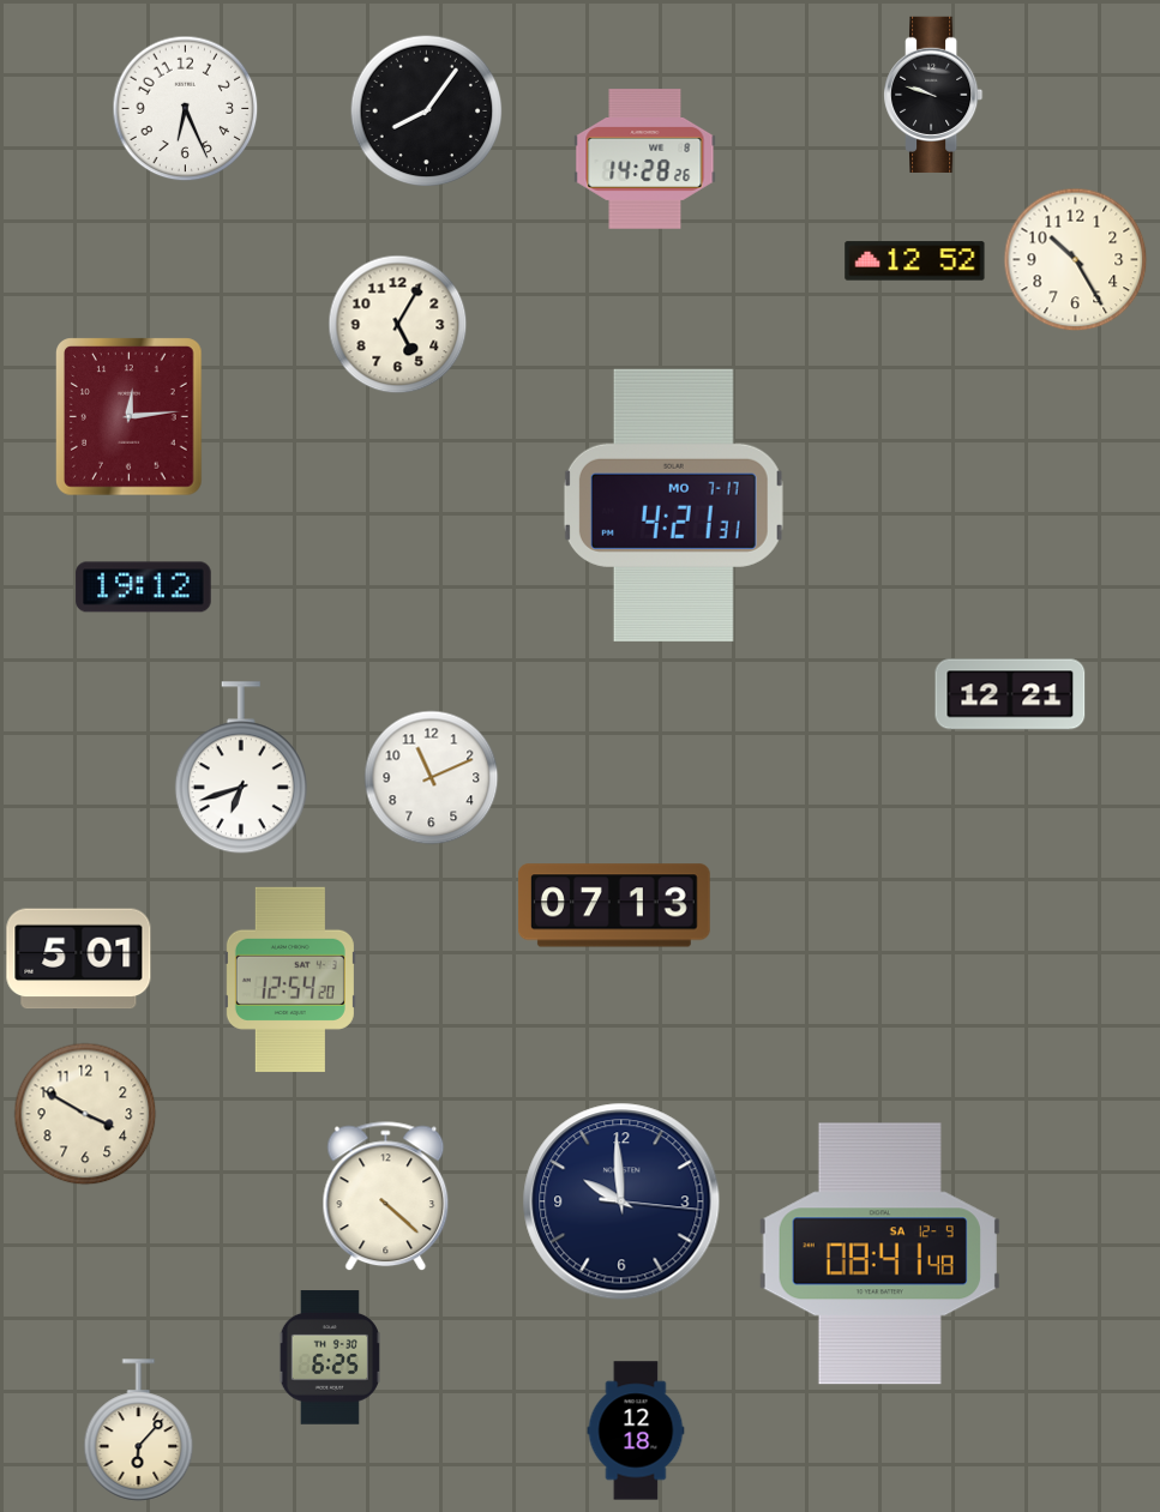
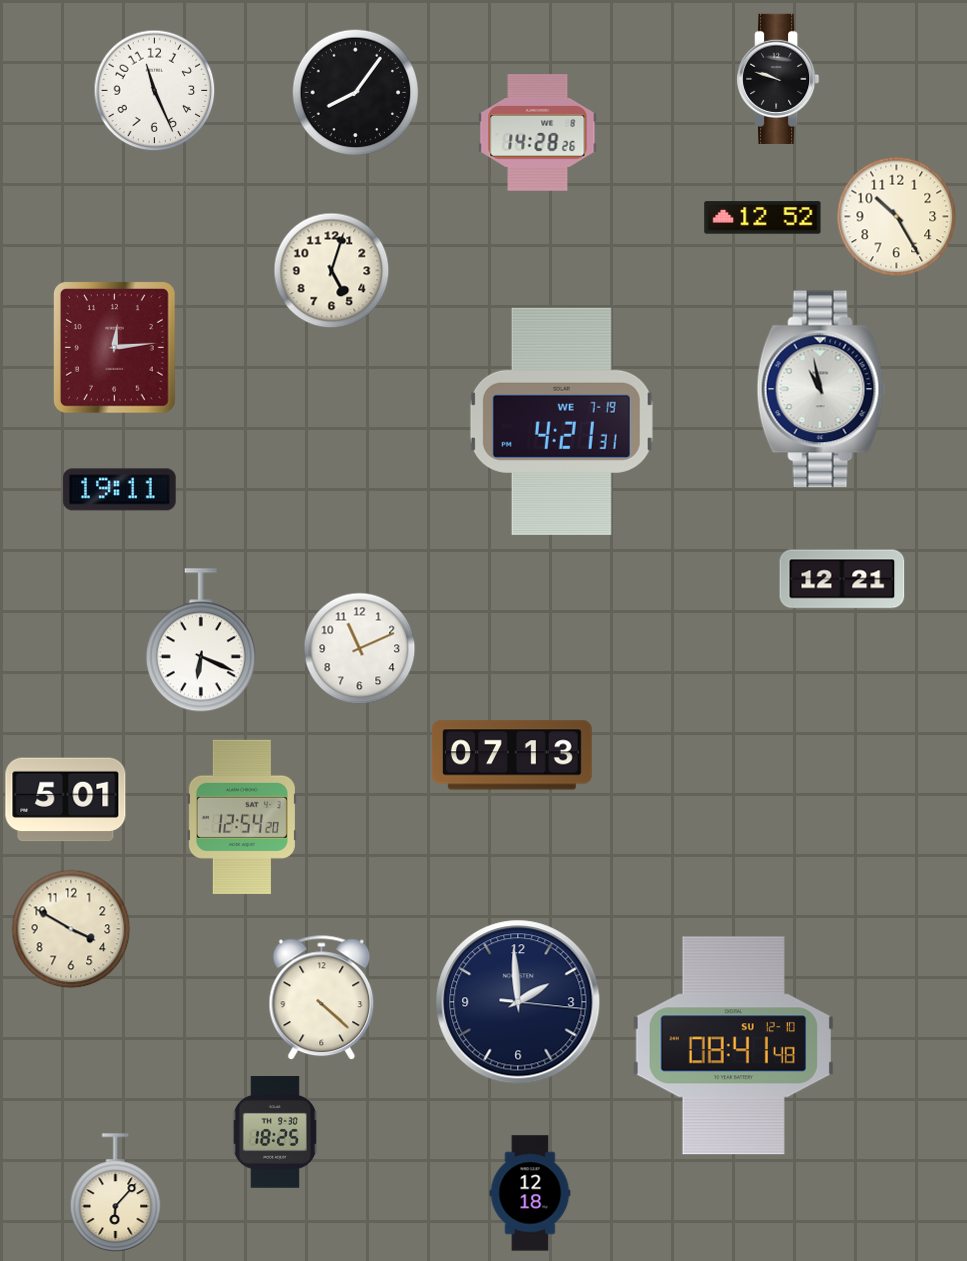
clock at (186, 109): 6:26 -> 11:26
clock at (398, 325): 5:05 -> 5:03
clock at (130, 417) position: (130, 417) -> (115, 348)
clock at (821, 389): none -> 10:58
clock at (673, 505) date: MO 7-17 -> WE 7-19
clock at (144, 588): 19:12 -> 19:11
clock at (241, 769): 6:42 -> 6:19
clock at (621, 1201): 9:59 -> 1:59
clock at (879, 1254) date: SA 12-9 -> SU 12-10
clock at (330, 1357): 6:25 -> 18:25
